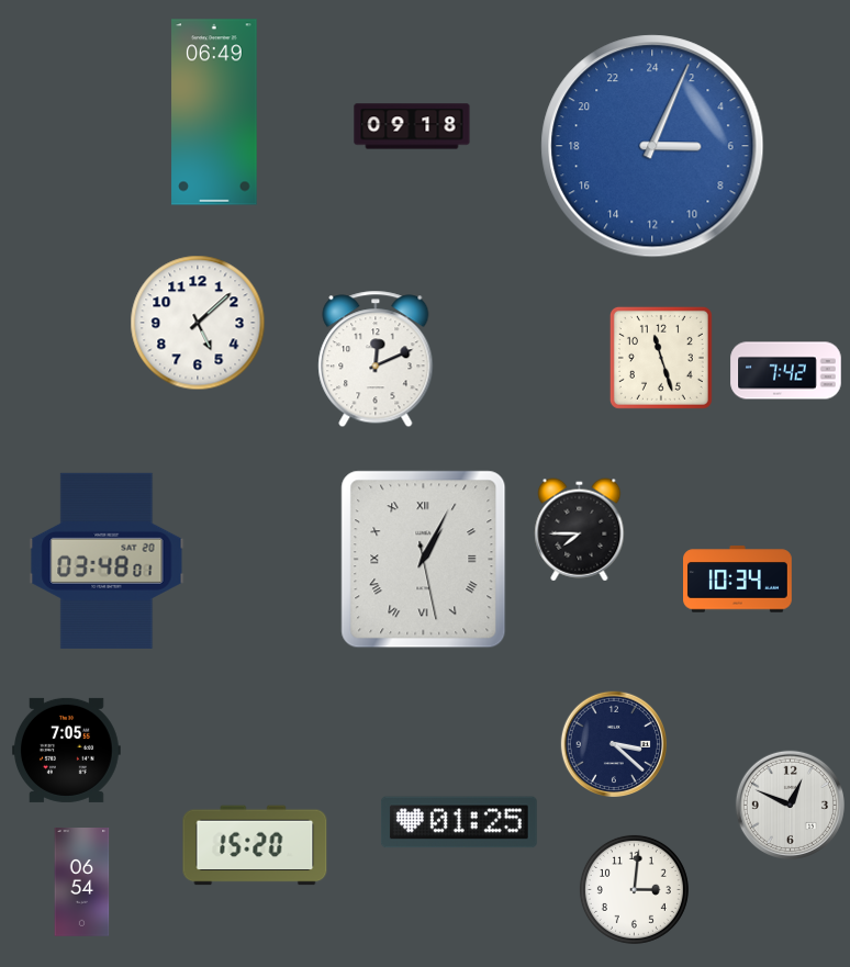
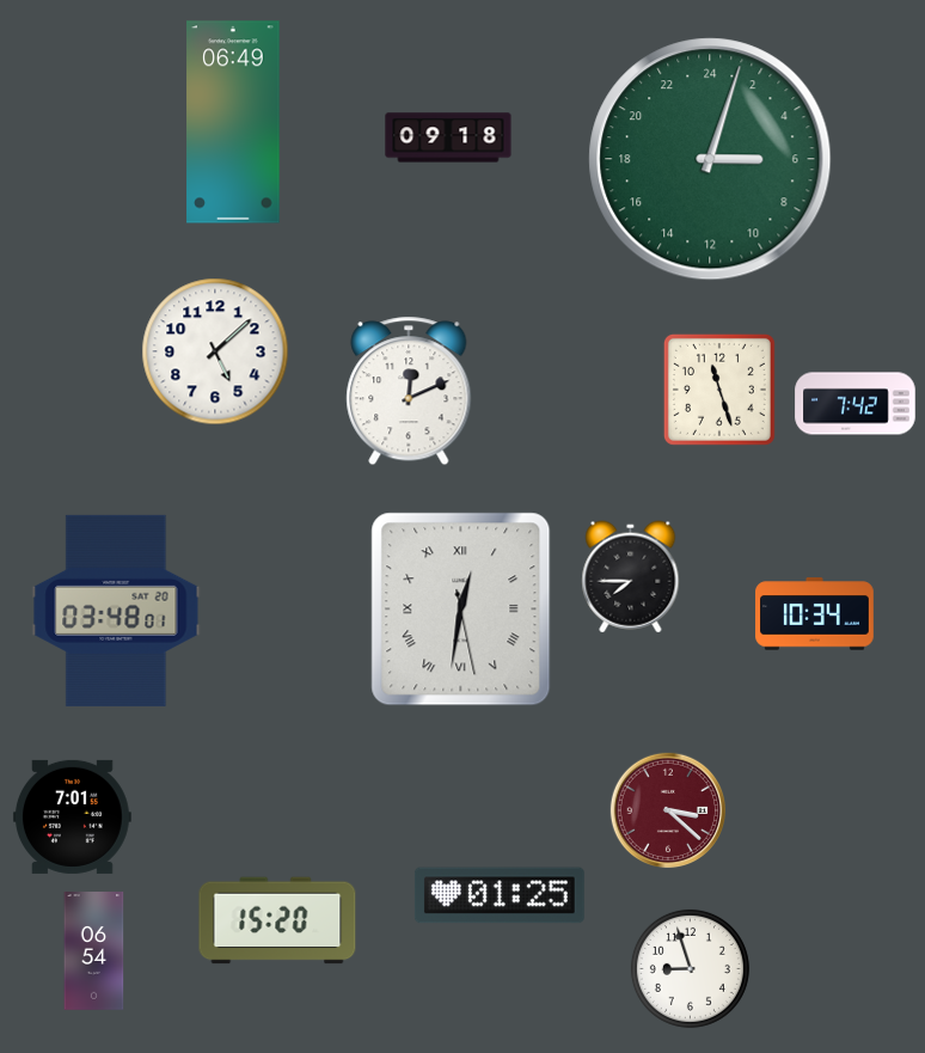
clock at (652, 146): 6:04 -> 6:03
clock at (652, 146) dial: blue -> green
clock at (424, 560): 1:04 -> 12:31
clock at (738, 580) position: (738, 580) -> (815, 614)
clock at (613, 743) dial: navy -> burgundy
clock at (66, 750): 7:05 -> 7:01
clock at (790, 805): 12:49 -> none
clock at (82, 882) position: (82, 882) -> (94, 951)
clock at (634, 889): 3:01 -> 8:57
